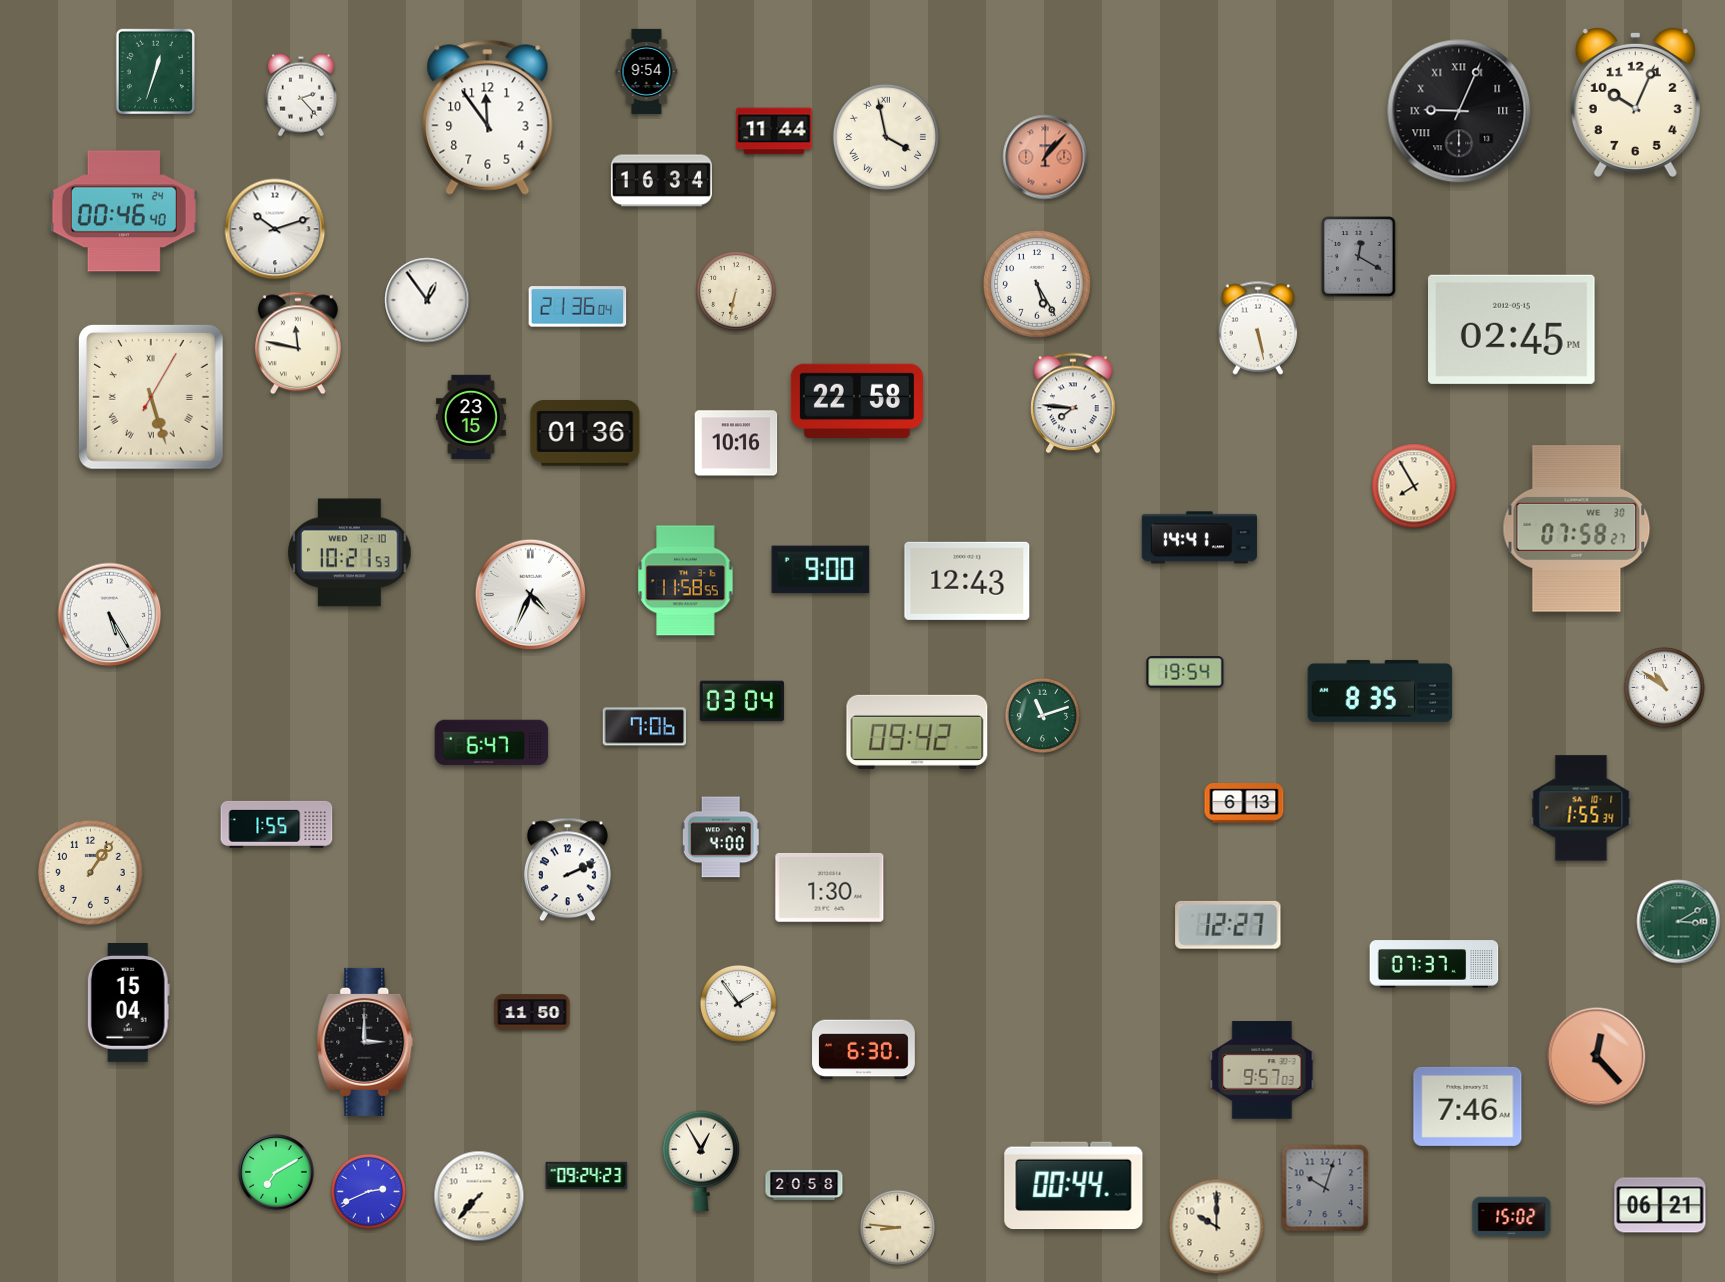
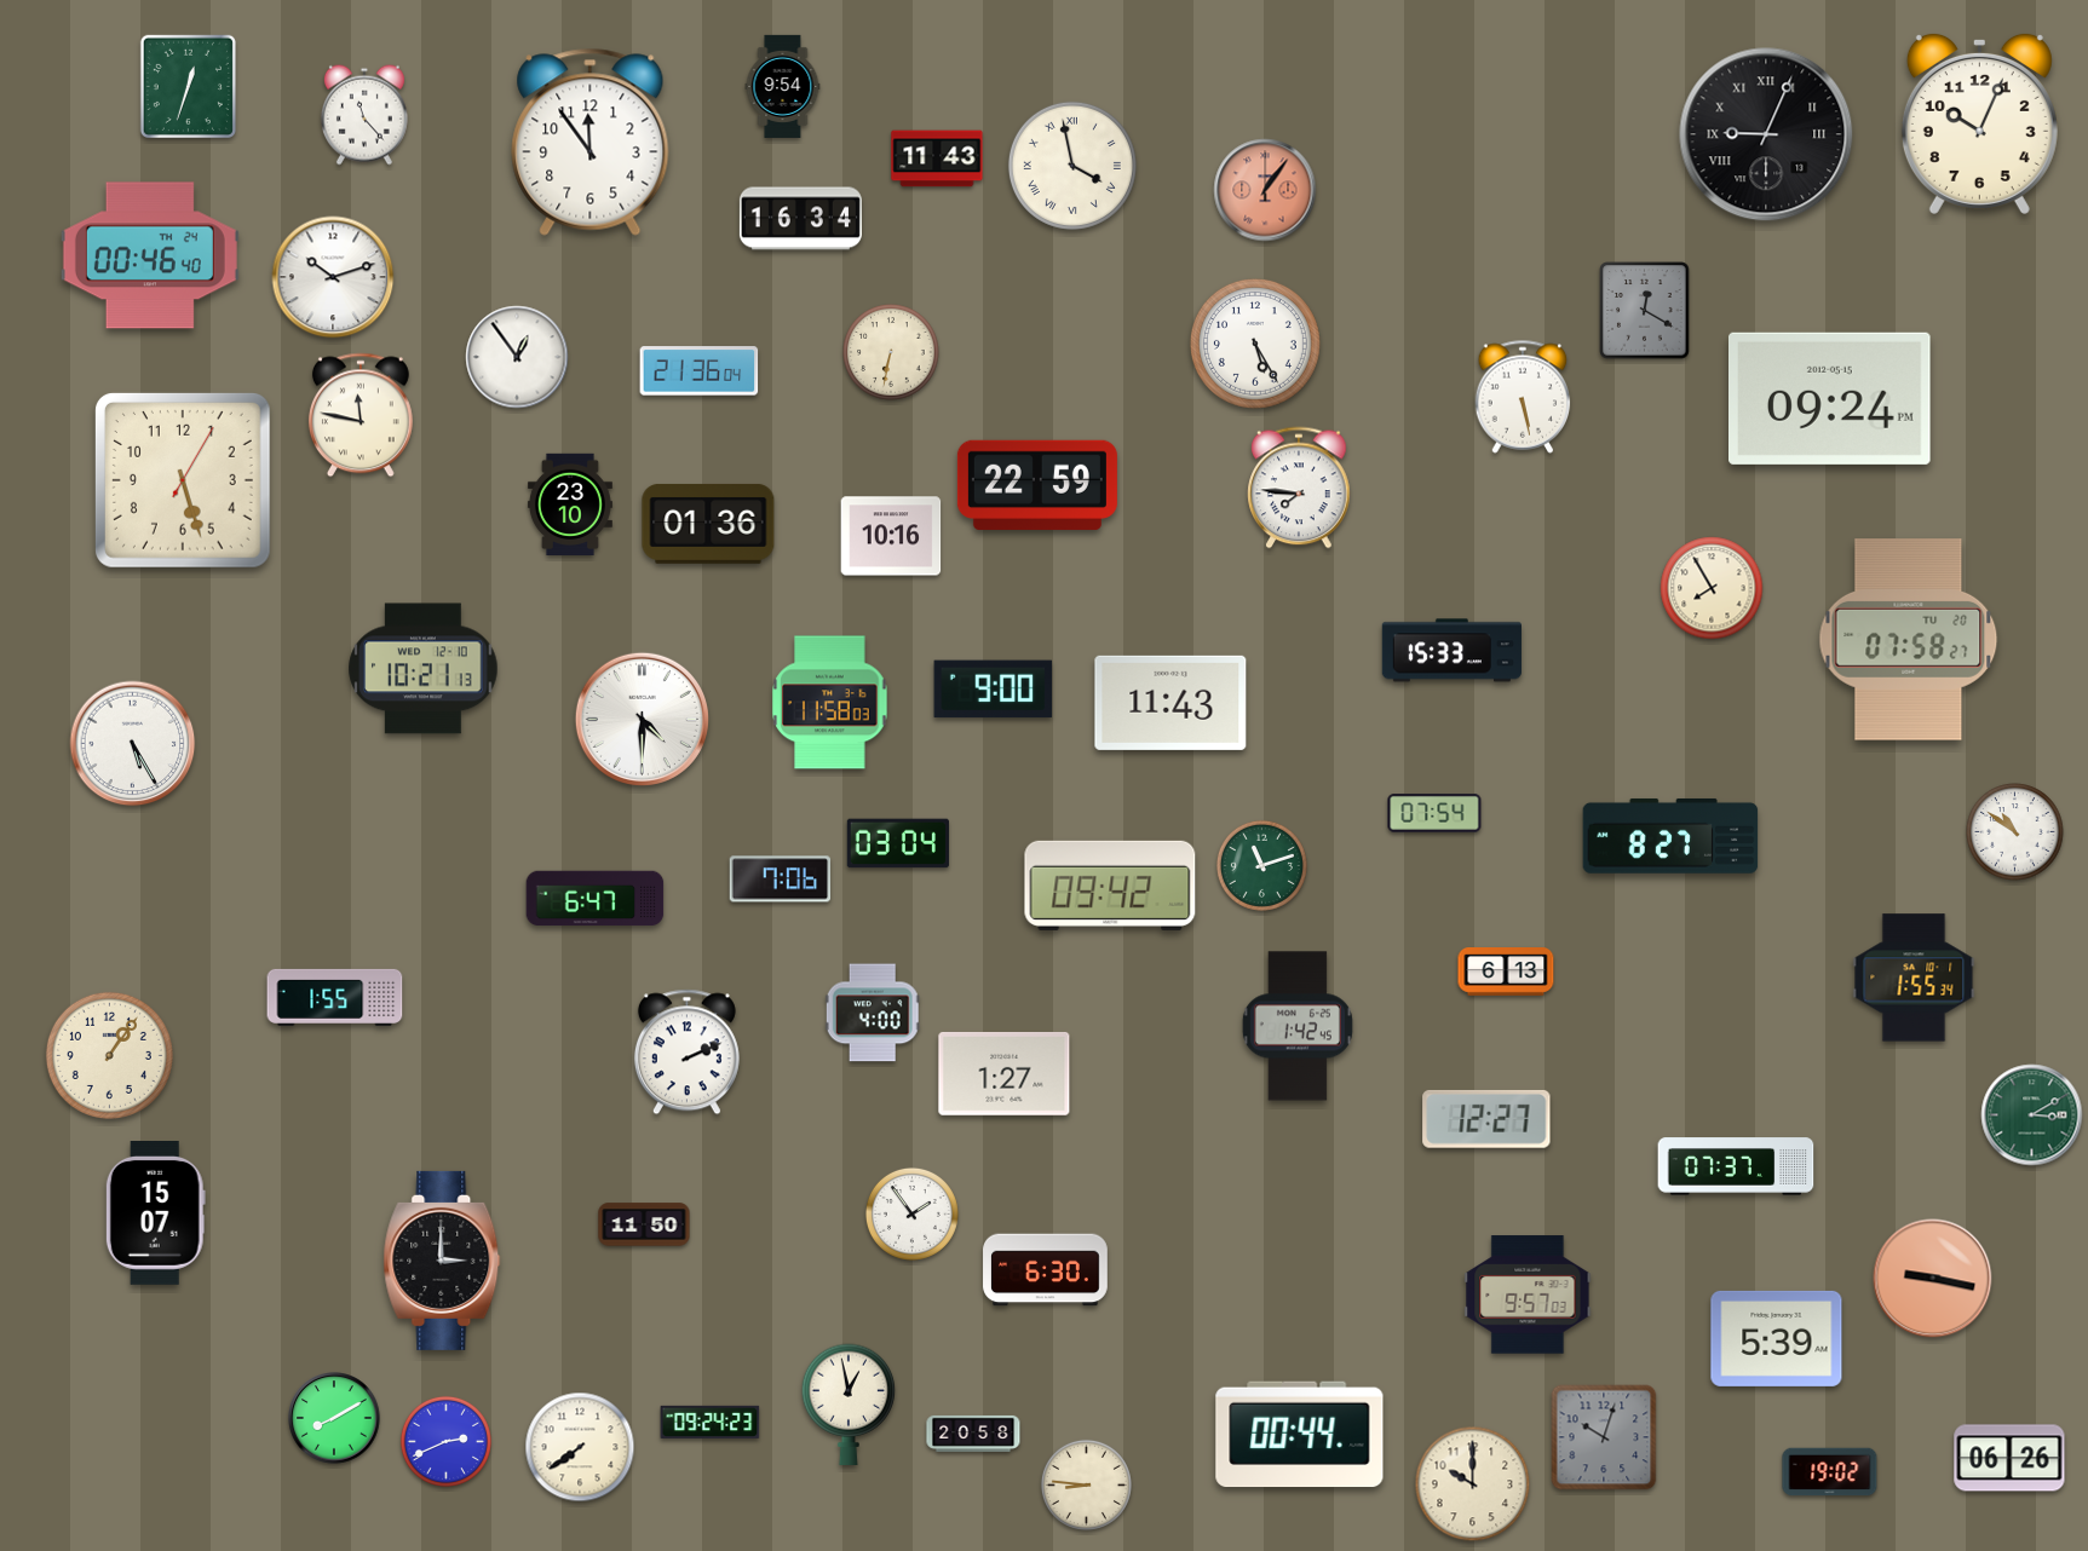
clock at (301, 95): 2:23 -> 11:23
clock at (774, 131): 11:44 -> 11:43
clock at (1045, 157): 1:07 -> 1:06
clock at (427, 300) position: (427, 300) -> (517, 357)
clock at (1512, 329): 02:45 -> 09:24
clock at (151, 397) numerals: Roman -> Arabic
clock at (857, 401): 22:58 -> 22:59
clock at (471, 416): 23:15 -> 23:10
clock at (1577, 529) date: WE 30 -> TU 20
clock at (1199, 538): 14:41 -> 15:33
clock at (350, 553): 10:21:53 -> 10:21:13
clock at (686, 581): 11:58:55 -> 11:58:03
clock at (967, 581): 12:43 -> 11:43
clock at (530, 594): 4:34 -> 4:30
clock at (1185, 672): 19:54 -> 07:54
clock at (1380, 691): 8:35 -> 8:27
clock at (742, 701) position: (742, 701) -> (898, 843)
clock at (1298, 1026): none -> 1:42
clock at (830, 887): 1:30 -> 1:27
clock at (128, 1003): 15:04 -> 15:07
clock at (738, 1003) position: (738, 1003) -> (911, 1213)
clock at (1597, 1057): 12:23 -> 9:17
clock at (1468, 1106): 7:46 -> 5:39
clock at (701, 1161): 12:55 -> 12:58
clock at (276, 1172): 7:10 -> 8:10
clock at (479, 1196): 7:37 -> 7:39
clock at (1660, 1205): 06:21 -> 06:26
clock at (1512, 1217): 15:02 -> 19:02
